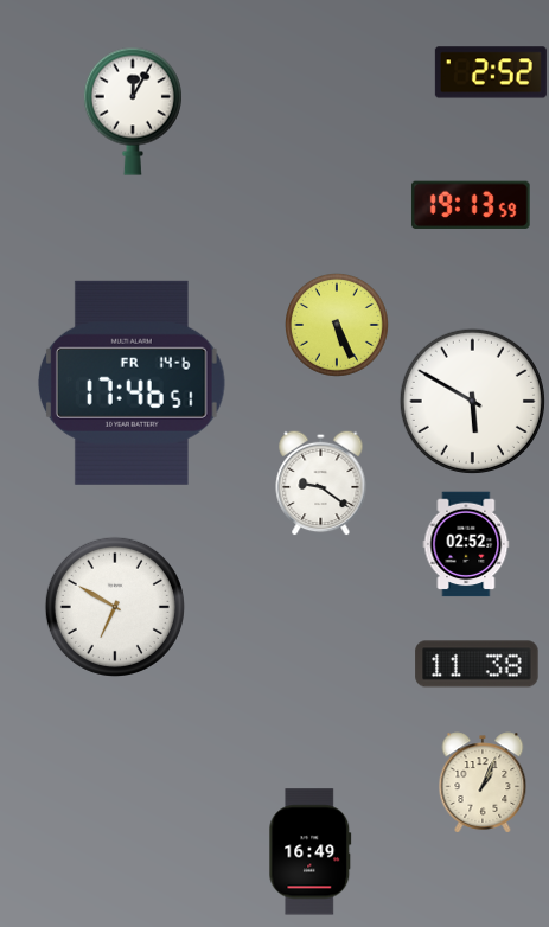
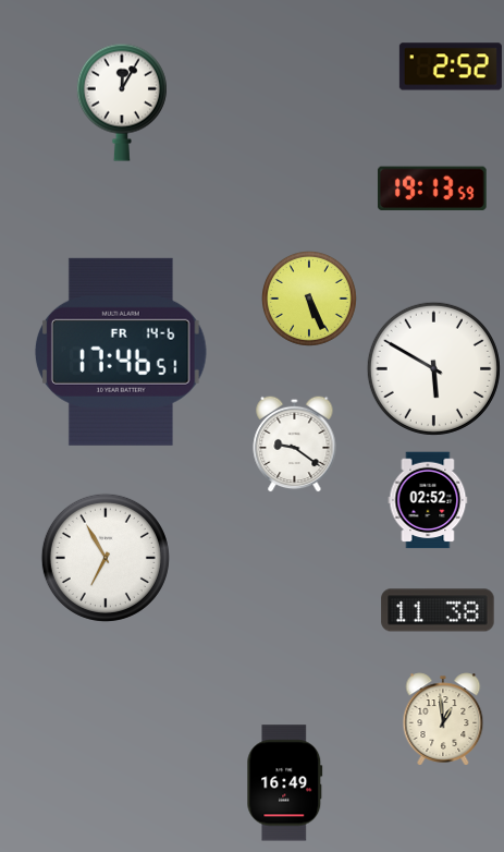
clock at (115, 607): 6:50 -> 6:55
clock at (483, 782): 1:04 -> 12:59
